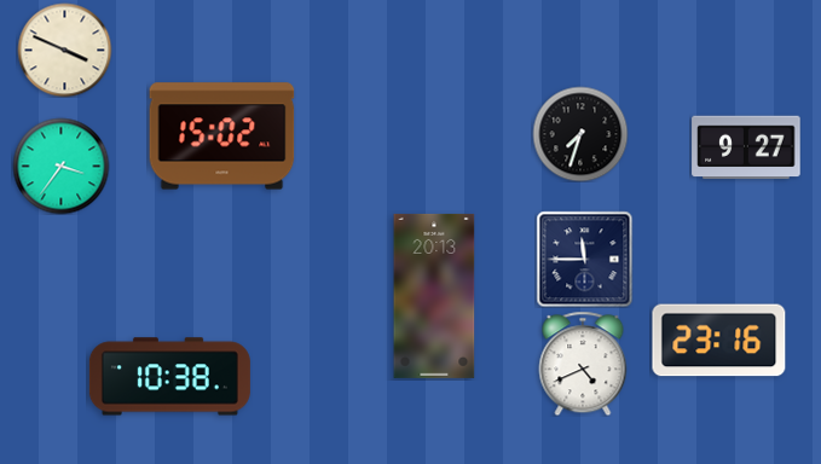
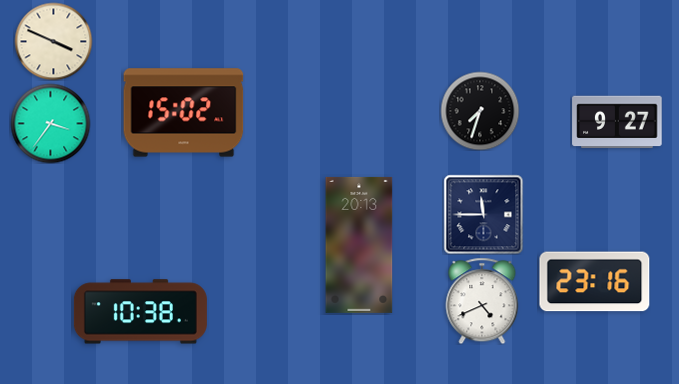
clock at (60, 166) position: (60, 166) -> (50, 123)
